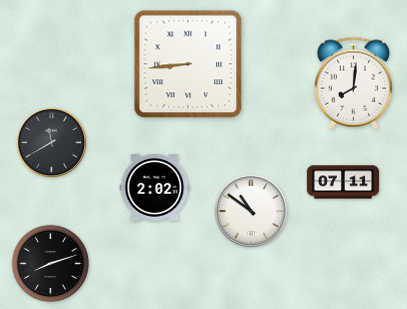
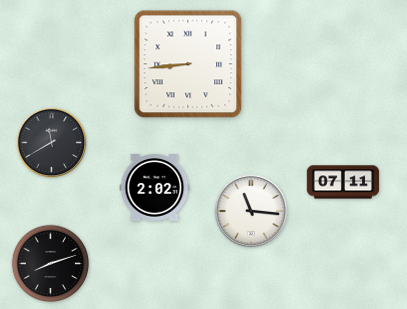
clock at (354, 83): 8:01 -> none
clock at (251, 211): 10:51 -> 11:16
